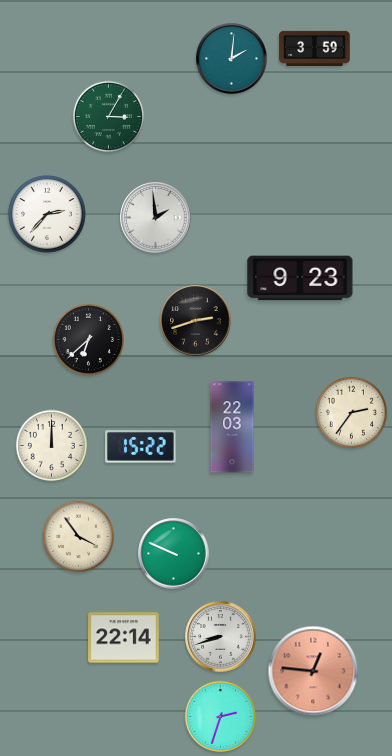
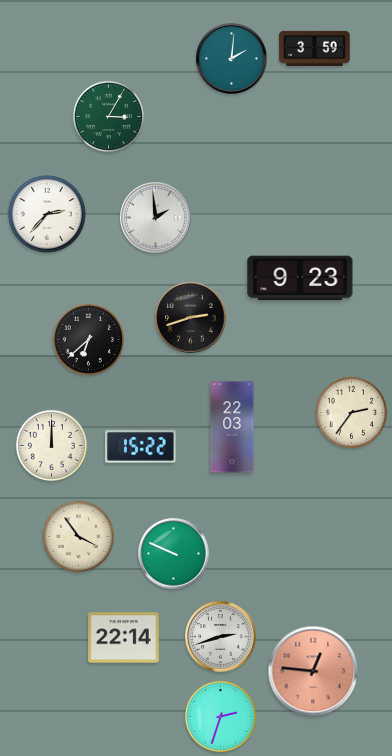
clock at (196, 321) position: (196, 321) -> (191, 318)
clock at (221, 637): 8:42 -> 2:42
